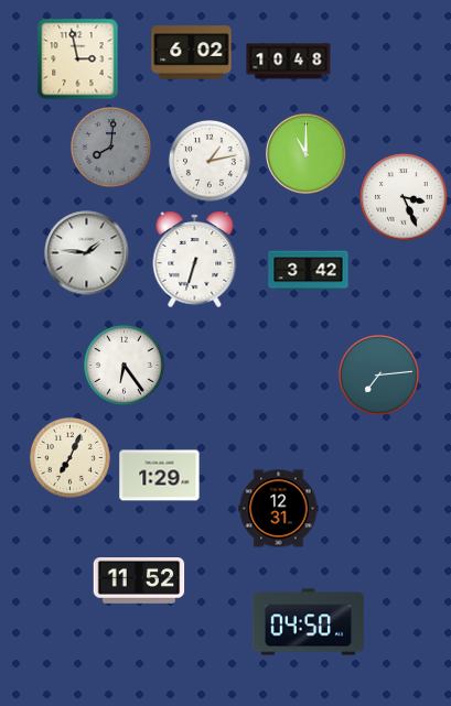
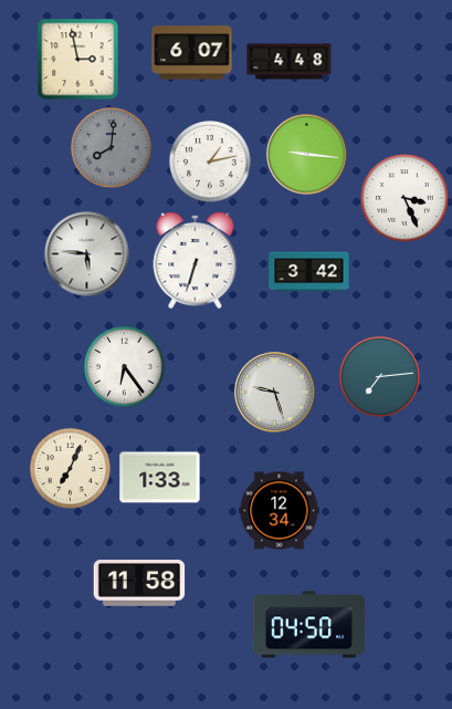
clock at (192, 53): 6:02 -> 6:07
clock at (289, 62): 10:48 -> 4:48
clock at (307, 154): 11:00 -> 9:16
clock at (87, 253): 1:46 -> 5:46
clock at (275, 393): none -> 9:27
clock at (71, 458) position: (71, 458) -> (71, 469)
clock at (160, 476): 1:29 -> 1:33
clock at (279, 509): 12:31 -> 12:34
clock at (139, 582): 11:52 -> 11:58
